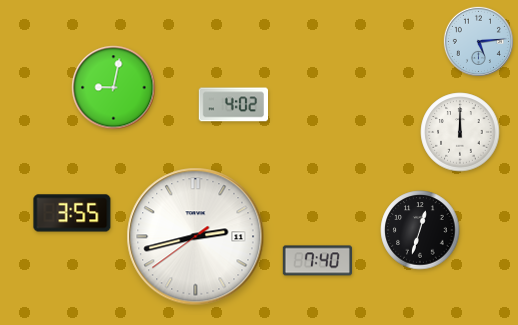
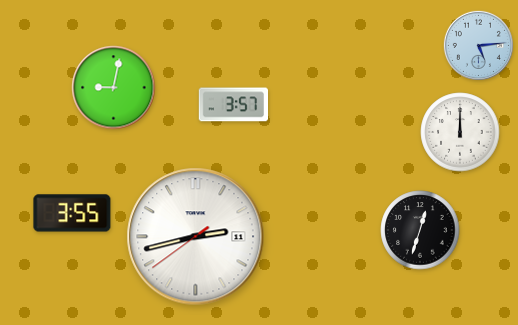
clock at (478, 41) position: (478, 41) -> (478, 45)
clock at (233, 105): 4:02 -> 3:57
clock at (318, 261): 7:40 -> none
